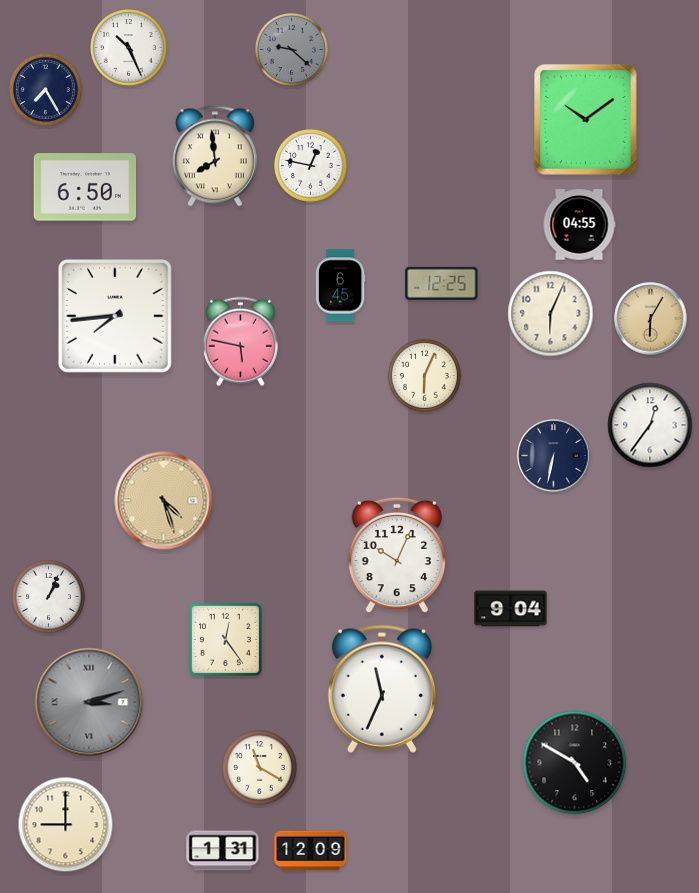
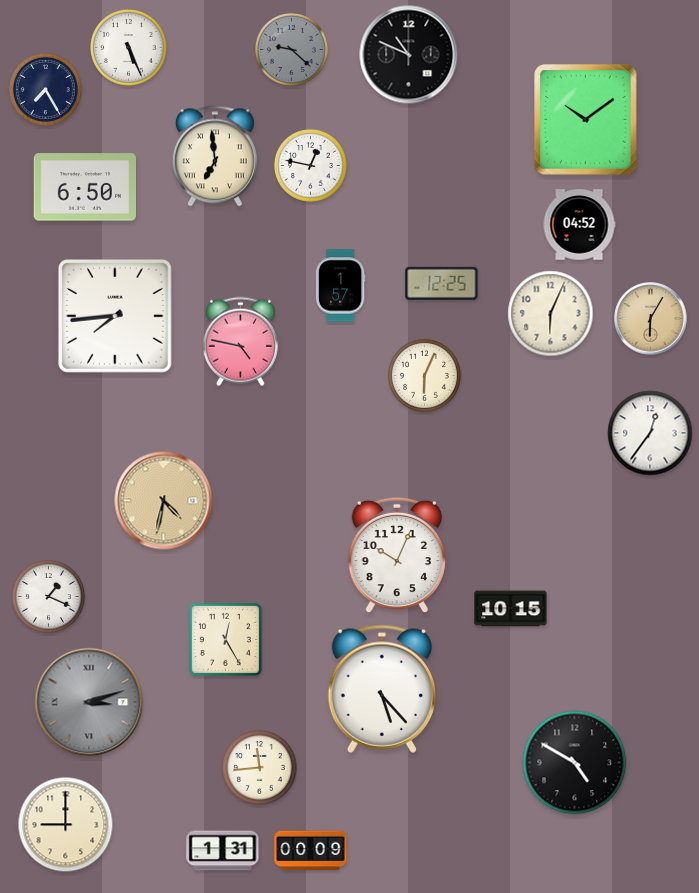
clock at (129, 48): 10:26 -> 5:26
clock at (409, 55): none -> 10:49
clock at (215, 156): 7:59 -> 6:59
clock at (579, 225): 04:55 -> 04:52
clock at (340, 286): 6:45 -> 1:57
clock at (240, 342): 5:47 -> 4:47
clock at (650, 425) position: (650, 425) -> (650, 433)
clock at (554, 456): 6:32 -> none
clock at (164, 501): 4:27 -> 4:32
clock at (48, 596): 1:04 -> 1:19
clock at (511, 609): 9:04 -> 10:15
clock at (225, 639): 12:24 -> 12:25
clock at (381, 689): 11:34 -> 5:23
clock at (260, 768): 11:20 -> 11:44
clock at (311, 851): 12:09 -> 00:09
